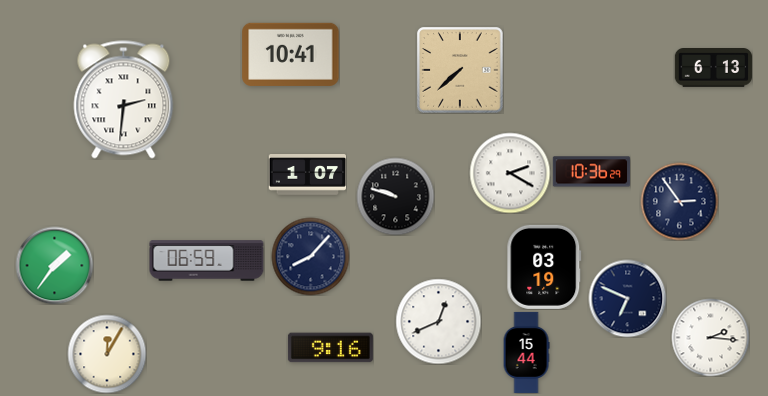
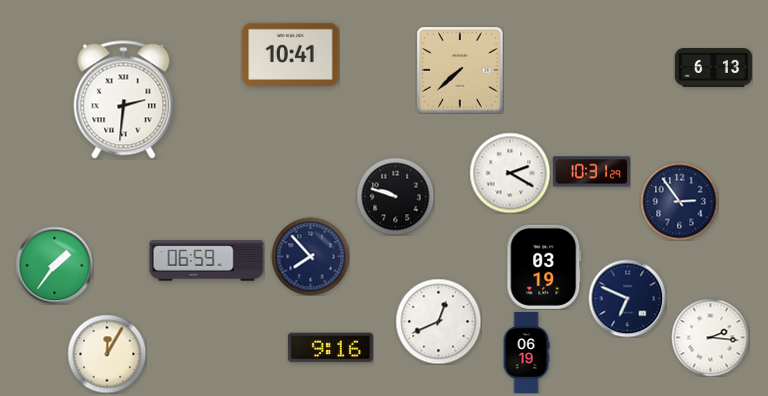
clock at (591, 172): 10:36 -> 10:31
clock at (307, 175): 1:07 -> none
clock at (310, 256): 8:07 -> 7:53
clock at (526, 352): 15:44 -> 06:19
